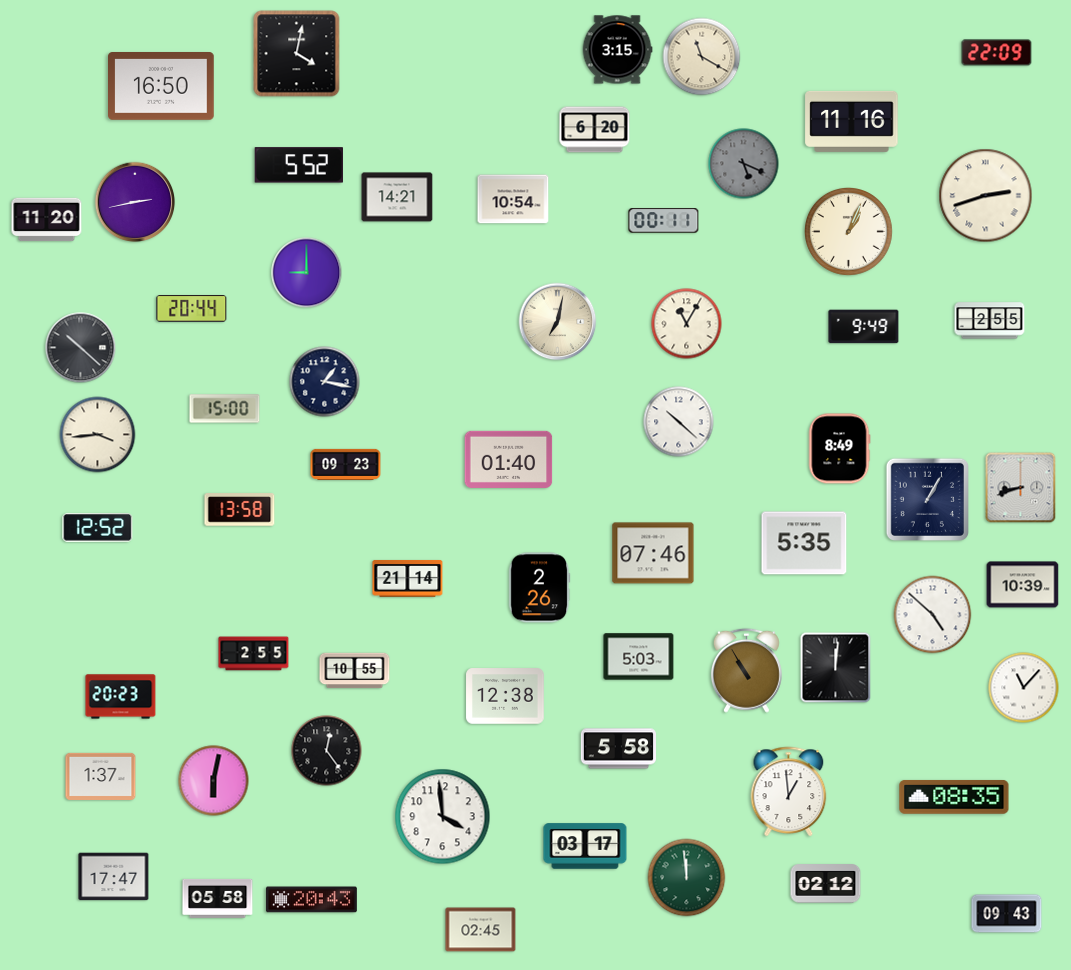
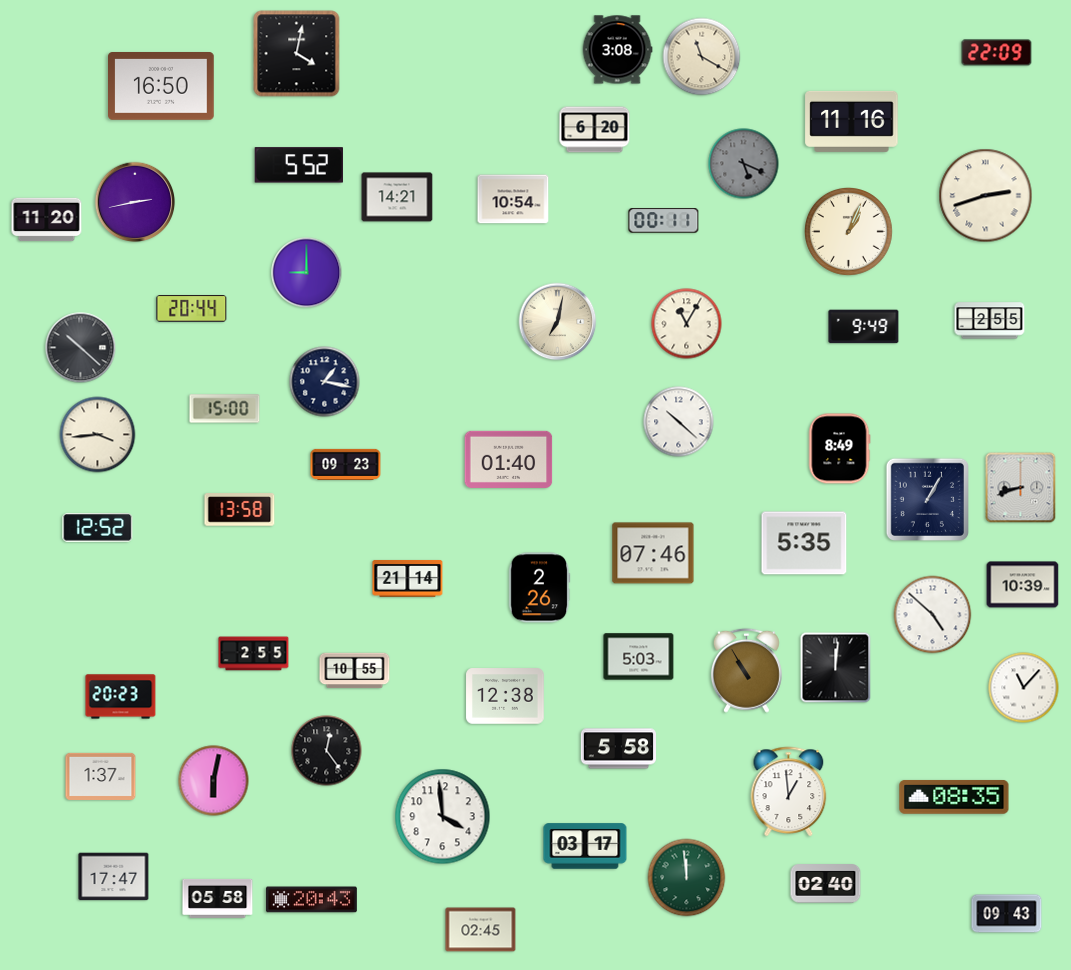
clock at (617, 50): 3:15 -> 3:08
clock at (826, 884): 02:12 -> 02:40
